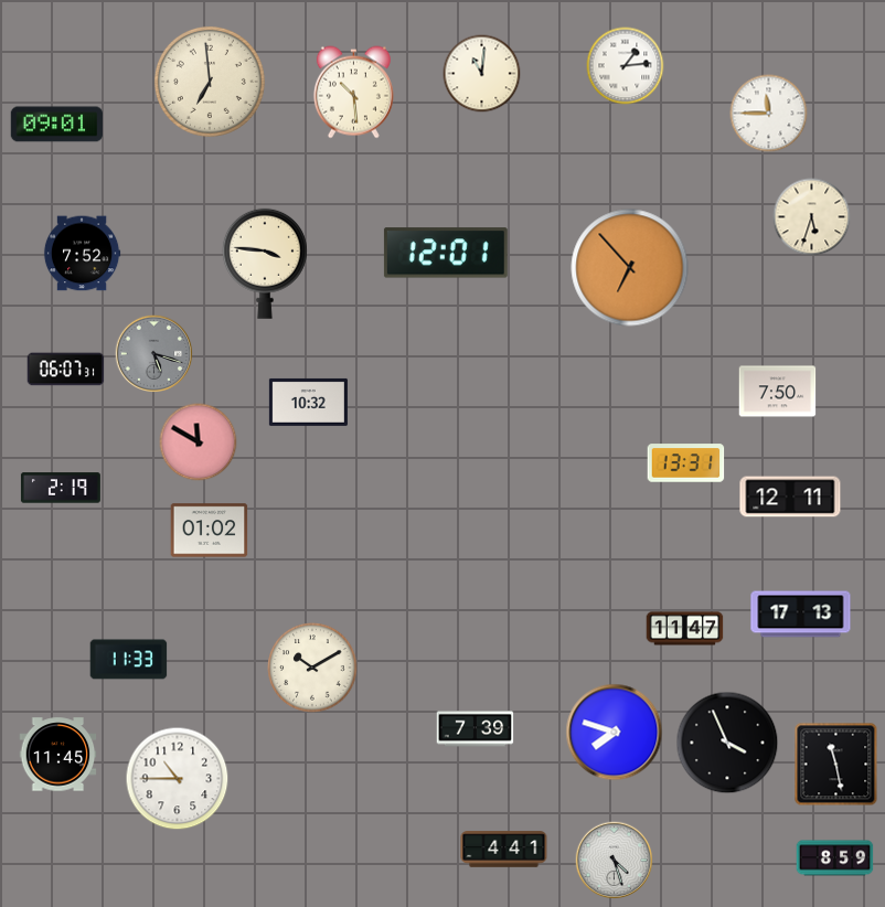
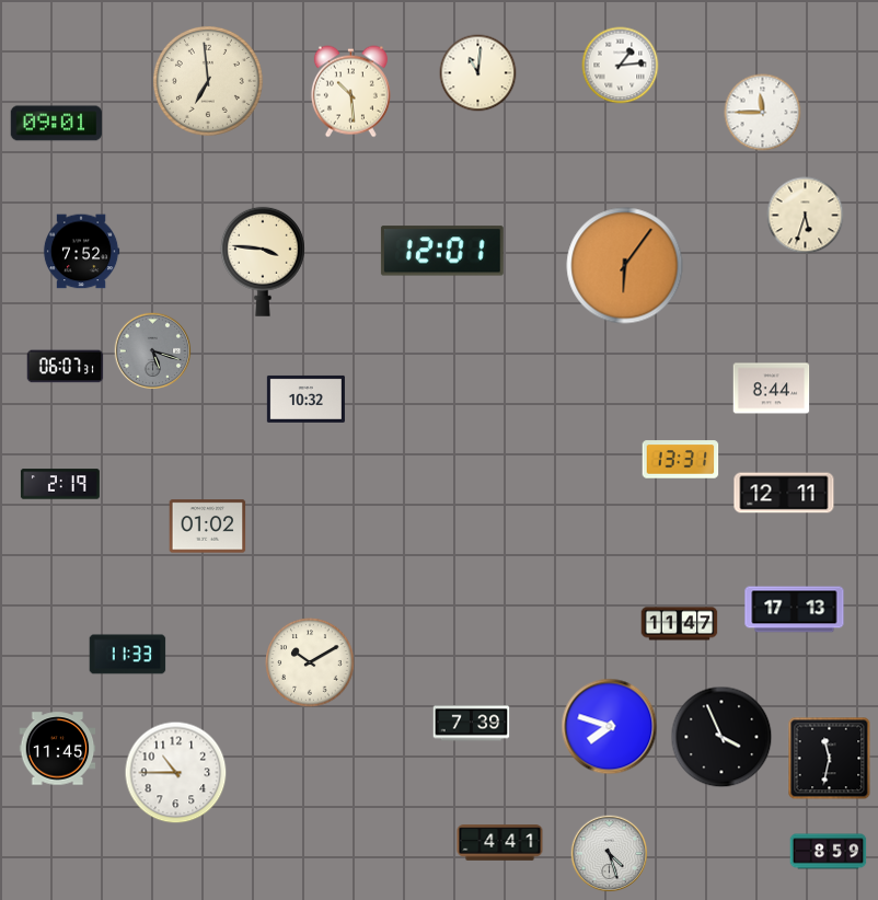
clock at (630, 268): 6:53 -> 6:06
clock at (778, 392): 7:50 -> 8:44
clock at (199, 442): 11:50 -> none
clock at (836, 765): 11:28 -> 11:32
